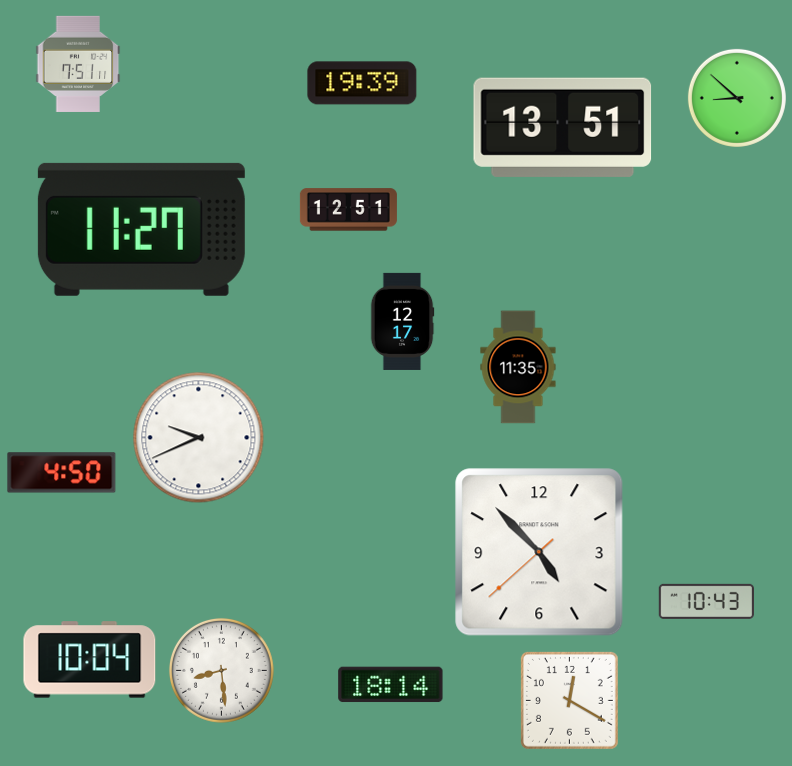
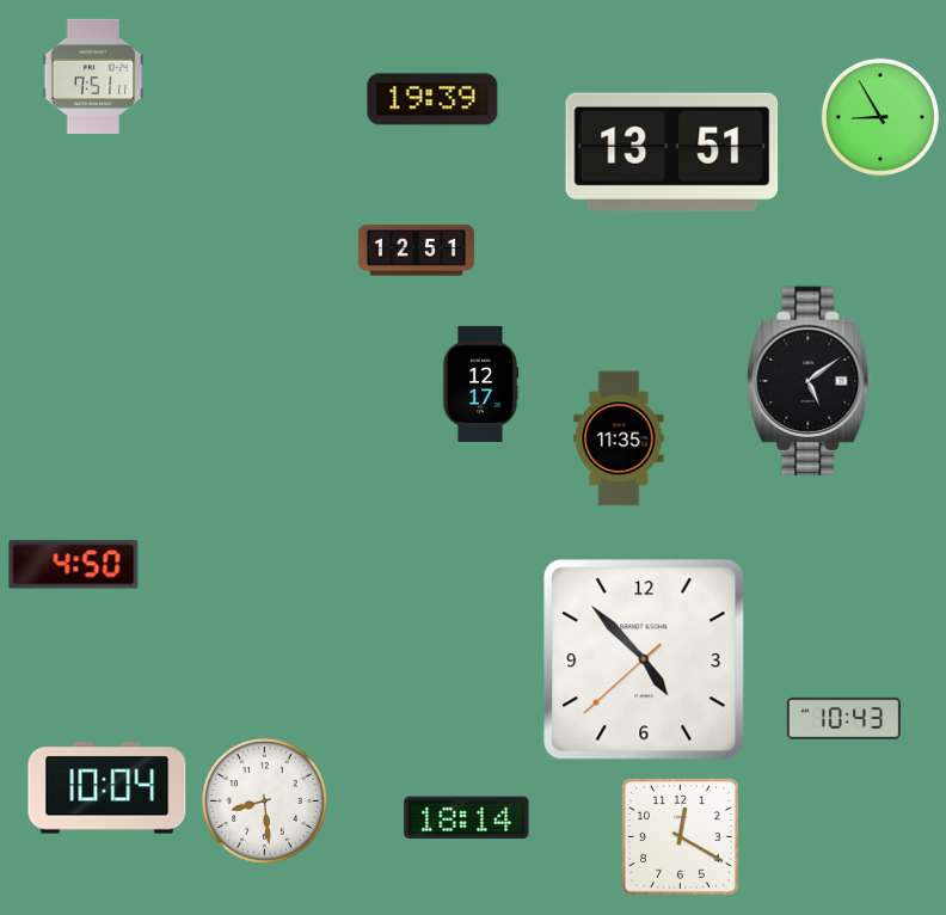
clock at (737, 98): 8:52 -> 8:55
clock at (141, 229): 11:27 -> none
clock at (809, 381): none -> 5:09
clock at (199, 438): 9:41 -> none
